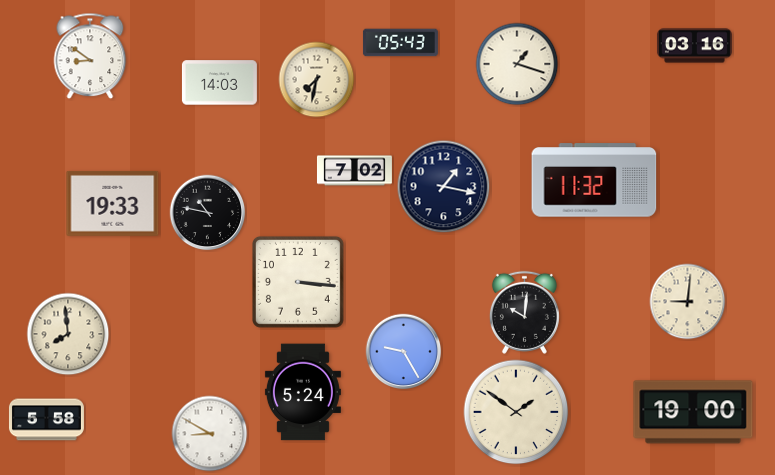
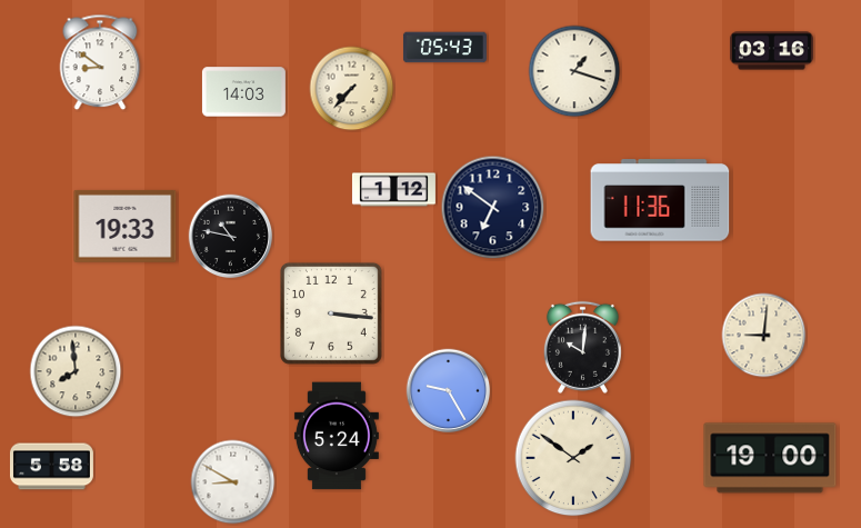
clock at (317, 80): 7:32 -> 7:37
clock at (354, 171): 7:02 -> 1:12
clock at (594, 180): 11:32 -> 11:36
clock at (444, 187): 1:17 -> 6:51
